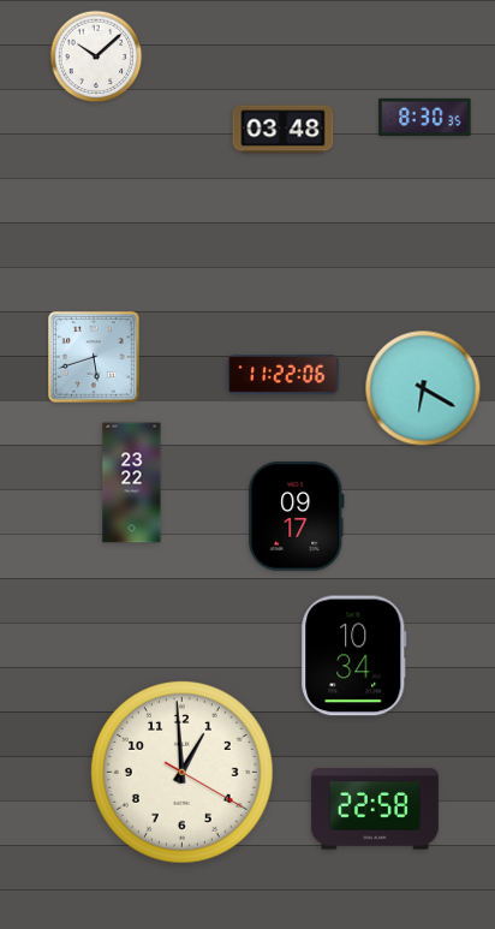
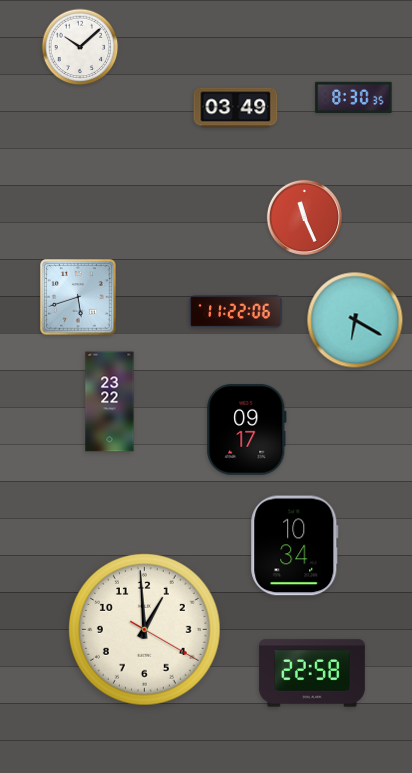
clock at (284, 130): 03:48 -> 03:49
clock at (304, 217): none -> 11:26
clock at (423, 388) position: (423, 388) -> (355, 320)
clock at (181, 772) position: (181, 772) -> (144, 629)
